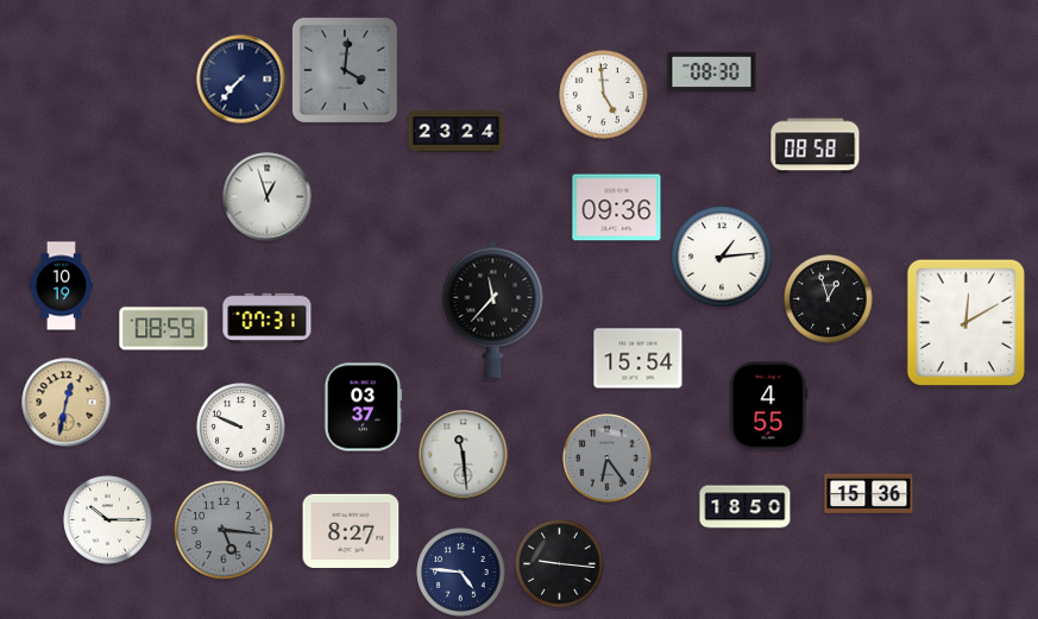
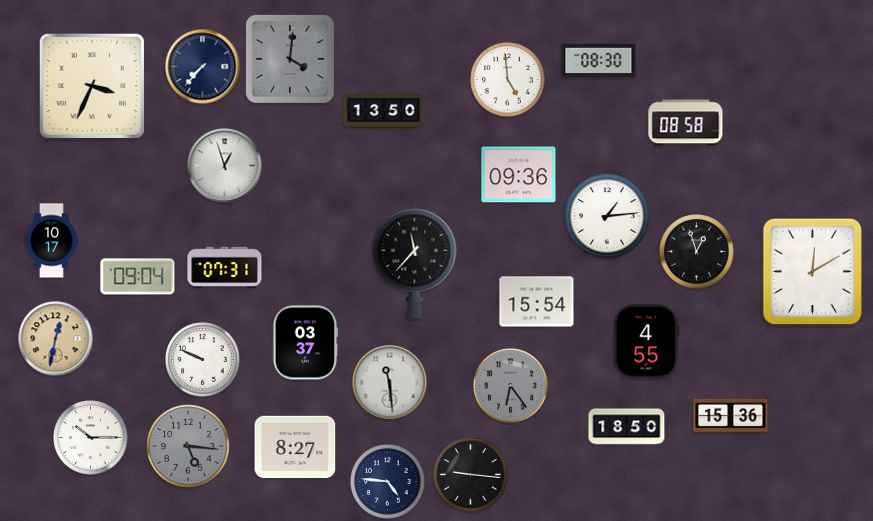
clock at (91, 85): none -> 3:34
clock at (457, 132): 23:24 -> 13:50
clock at (62, 286): 10:19 -> 10:17
clock at (164, 329): 08:59 -> 09:04
